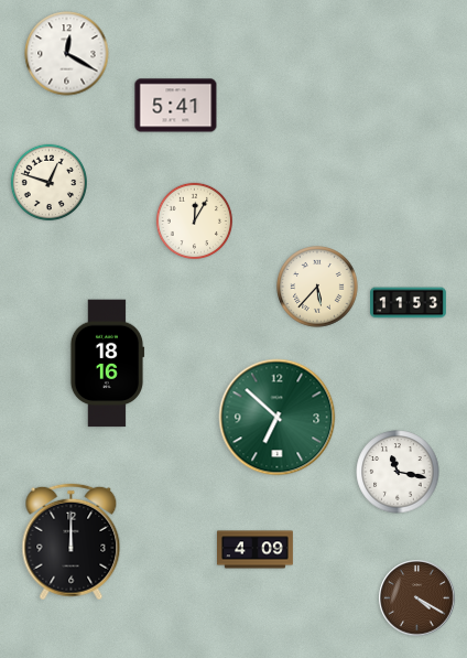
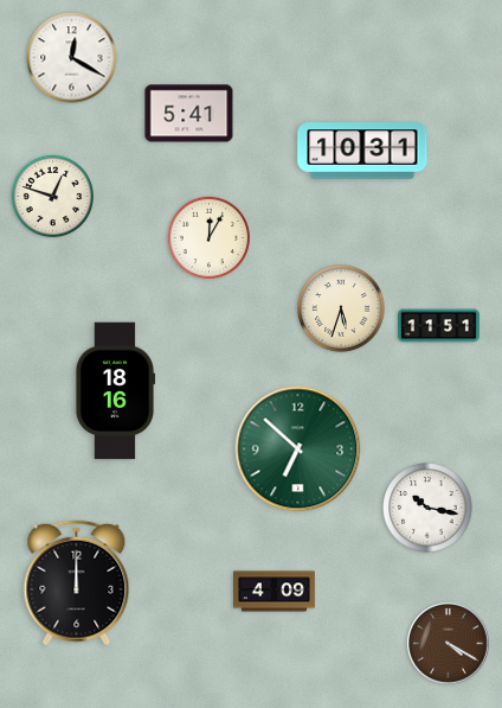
clock at (362, 151): none -> 10:31
clock at (317, 287): 5:37 -> 5:33
clock at (409, 303): 11:53 -> 11:51
clock at (398, 472): 11:17 -> 10:17
